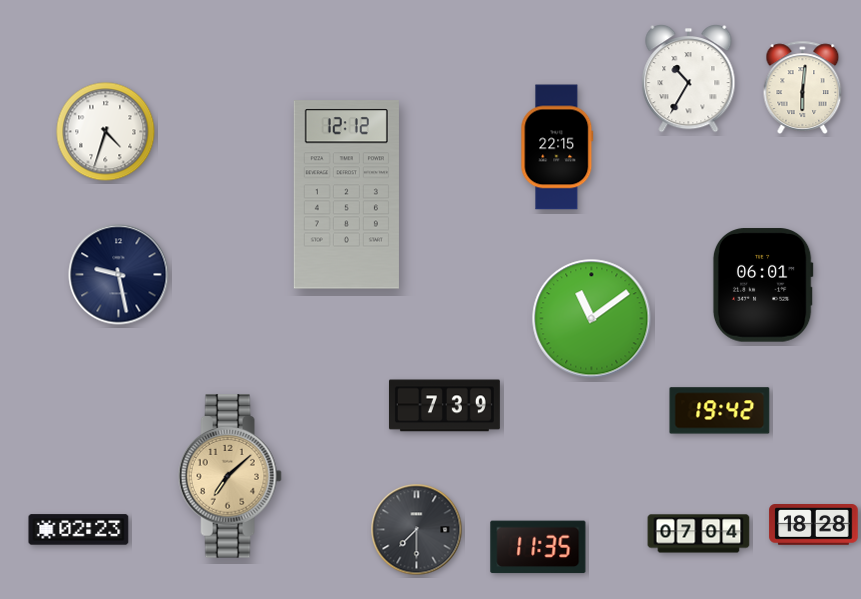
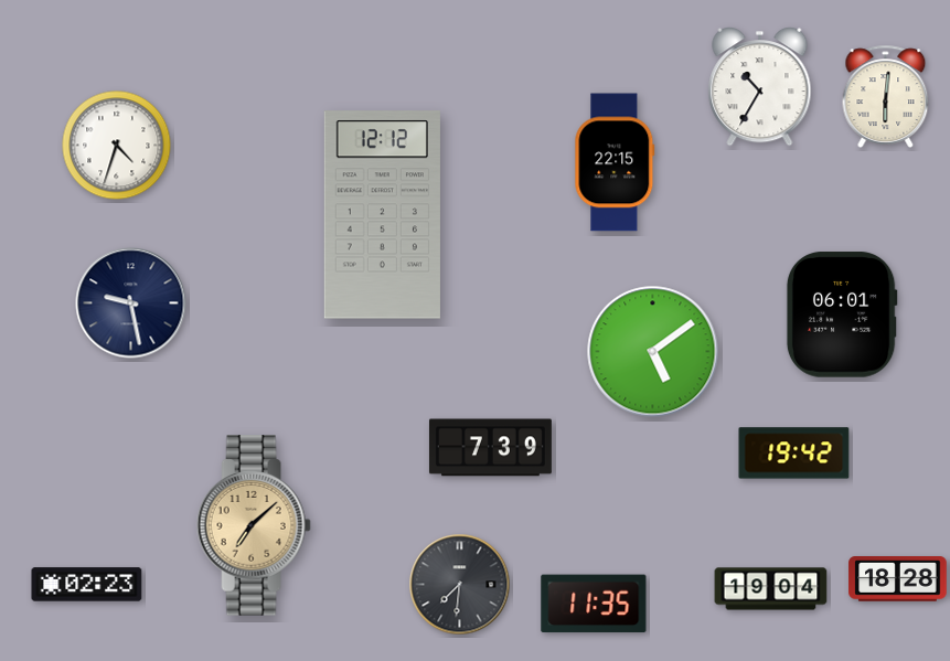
clock at (592, 319): 11:09 -> 5:09
clock at (417, 530): 7:30 -> 7:31
clock at (699, 534): 07:04 -> 19:04
